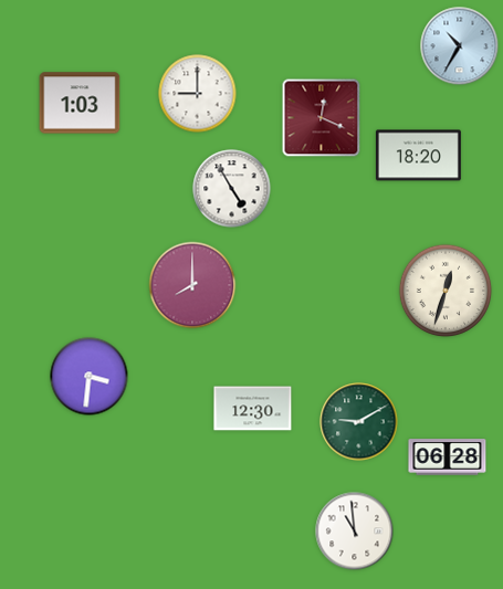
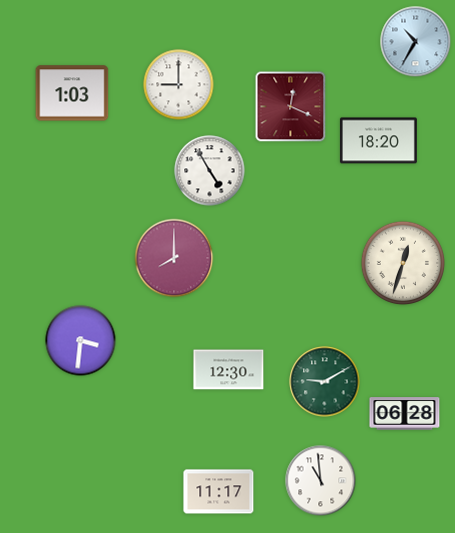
clock at (219, 492): none -> 11:17
